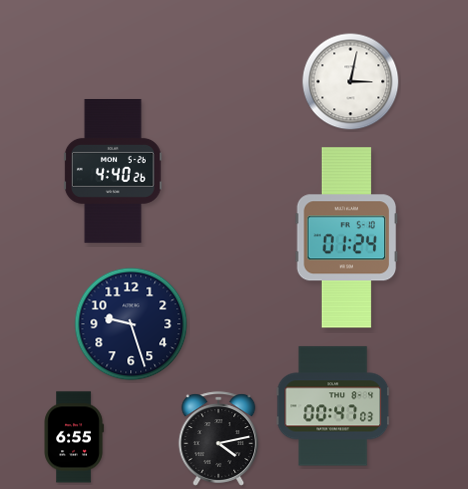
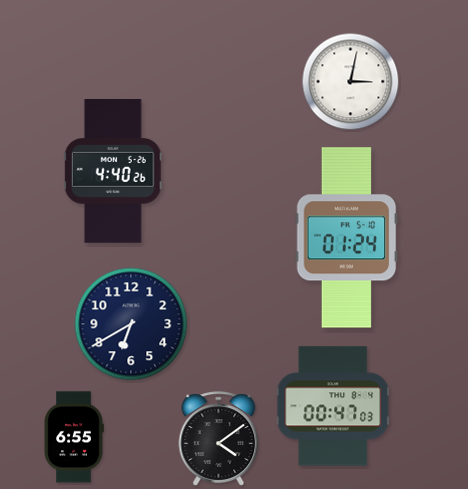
clock at (131, 324): 9:27 -> 6:40
clock at (219, 439): 4:13 -> 4:09
